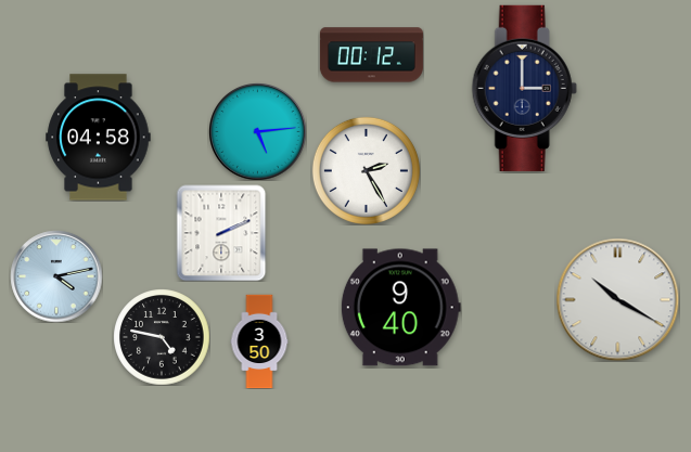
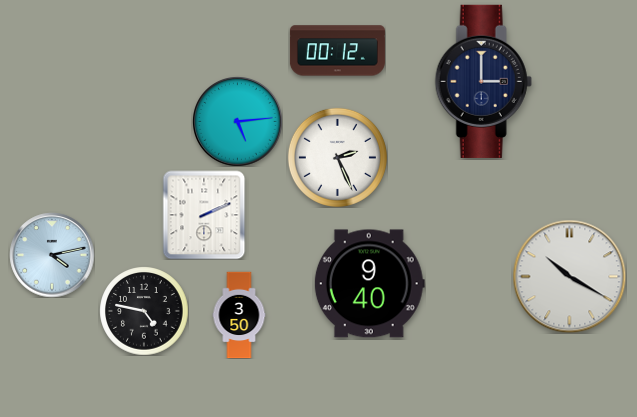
clock at (371, 55) position: (371, 55) -> (337, 51)
clock at (99, 138): 04:58 -> none
clock at (366, 170): 2:25 -> 2:26
clock at (162, 337) position: (162, 337) -> (144, 311)
